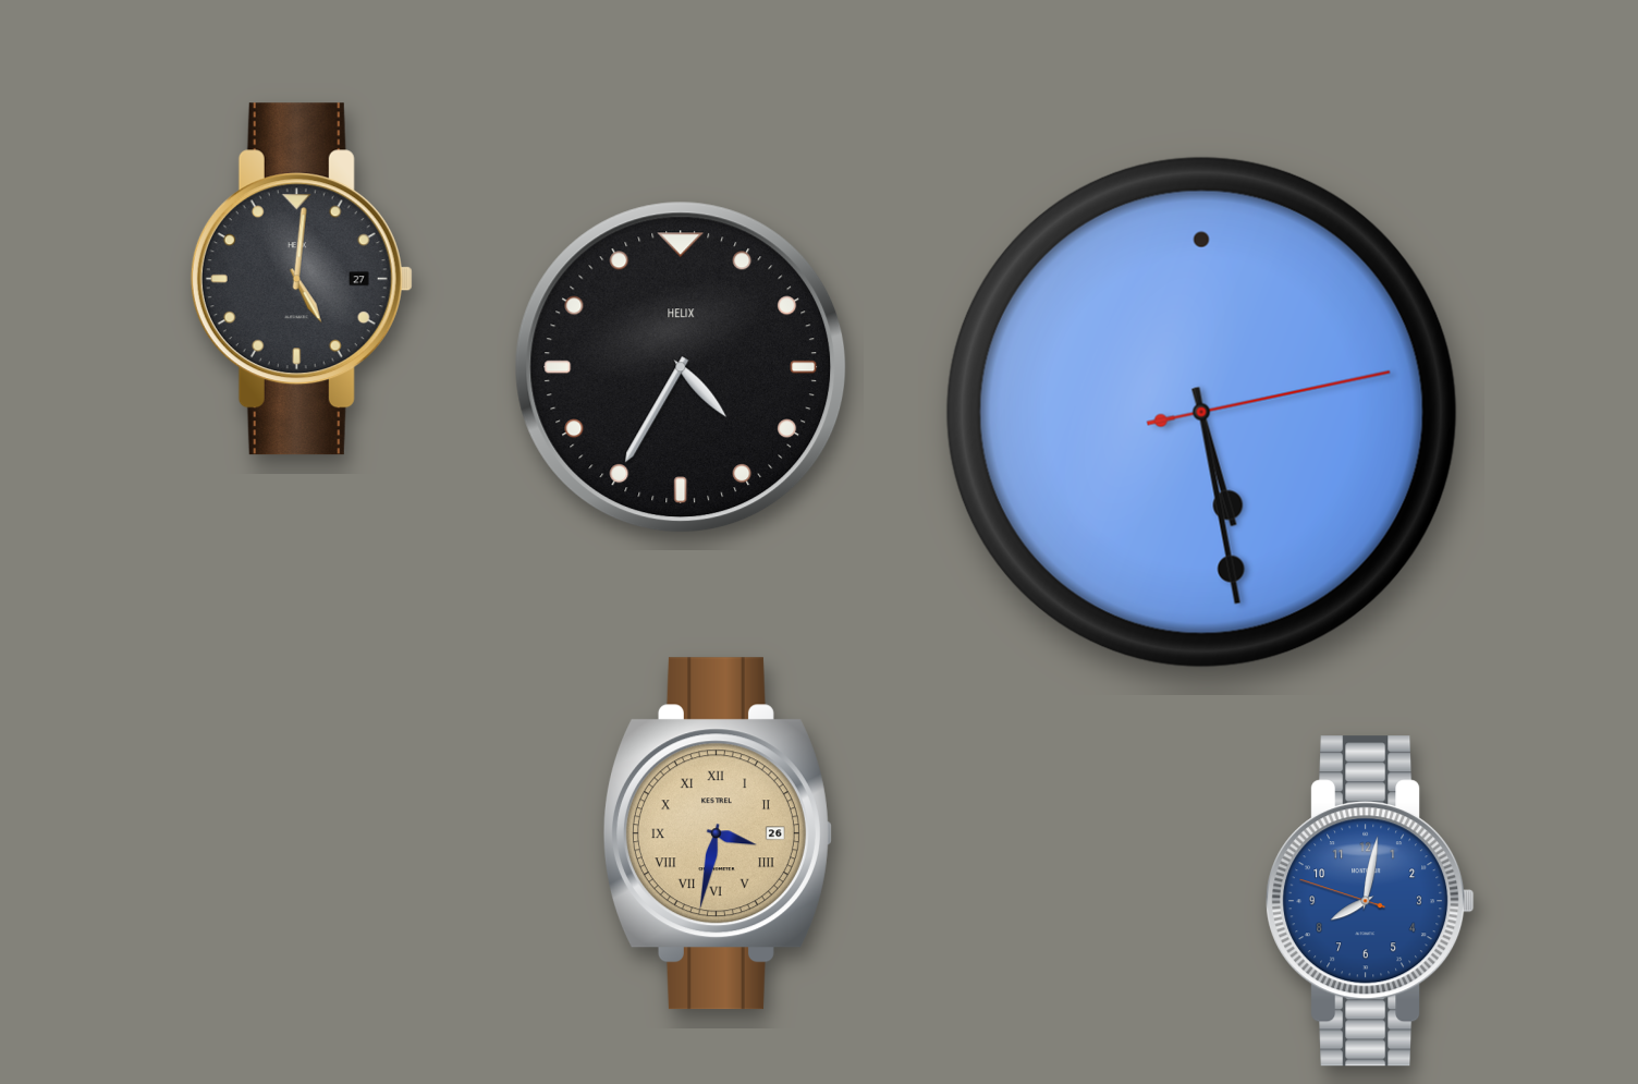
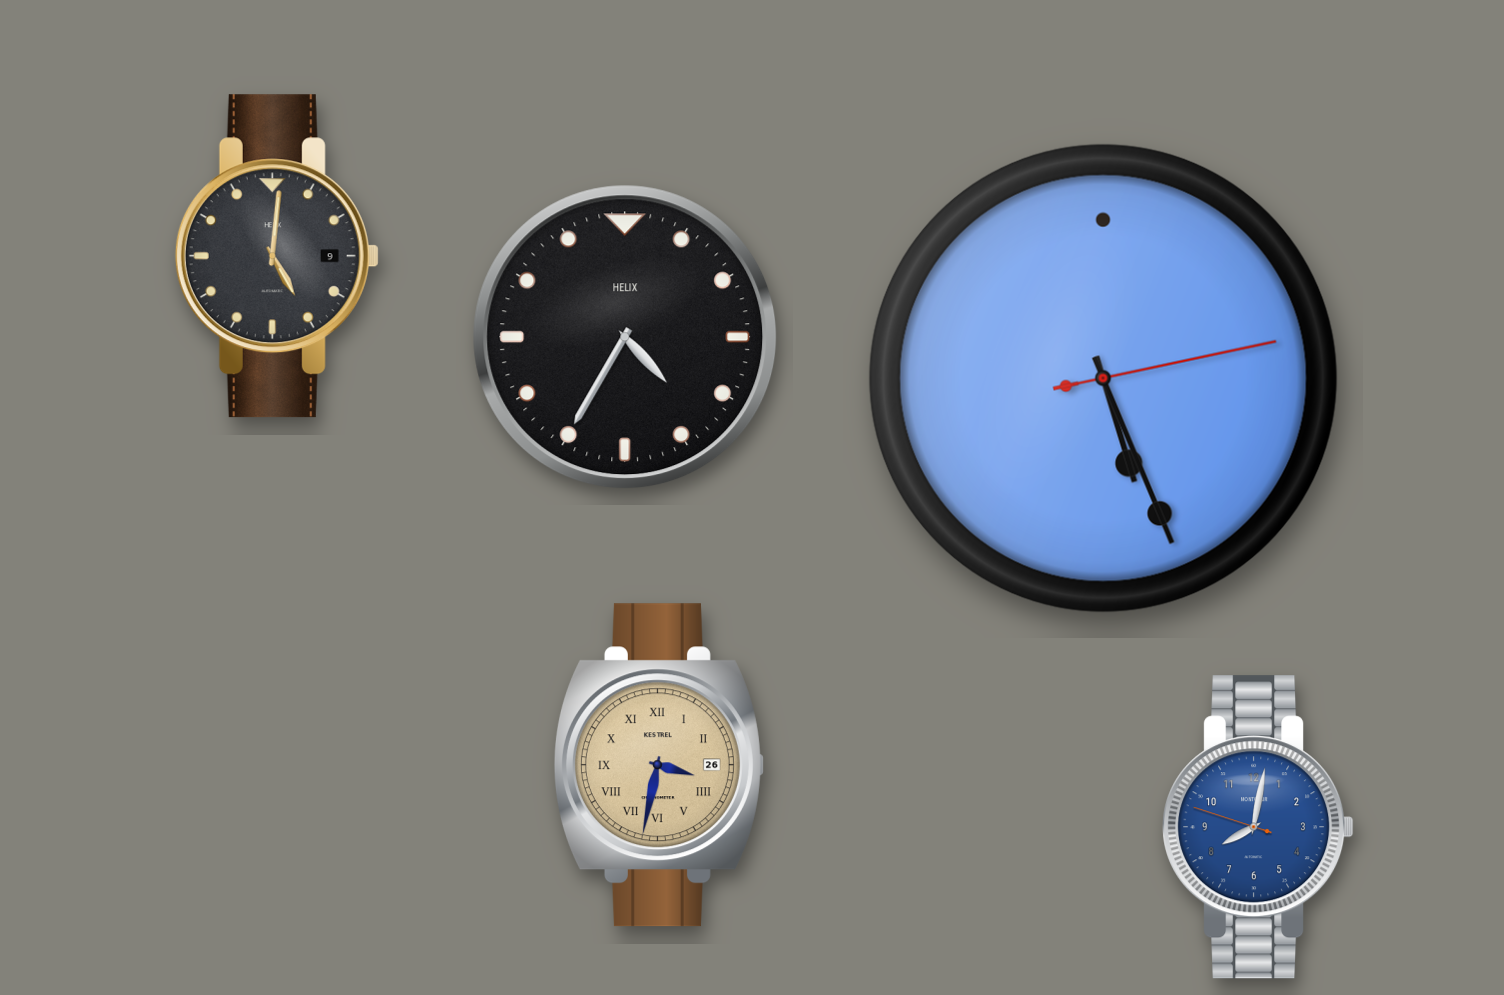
clock at (302, 279) date: 27 -> 9
clock at (1201, 412): 5:28 -> 5:26
